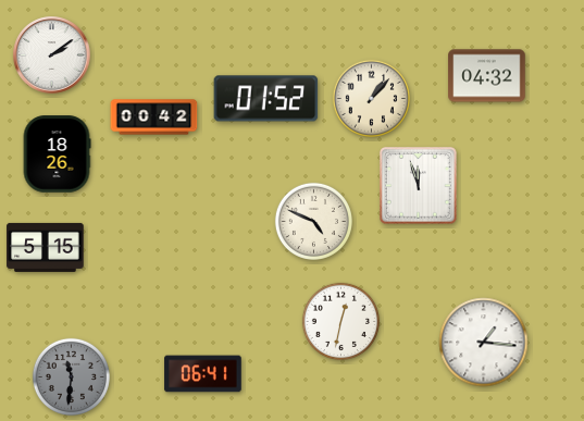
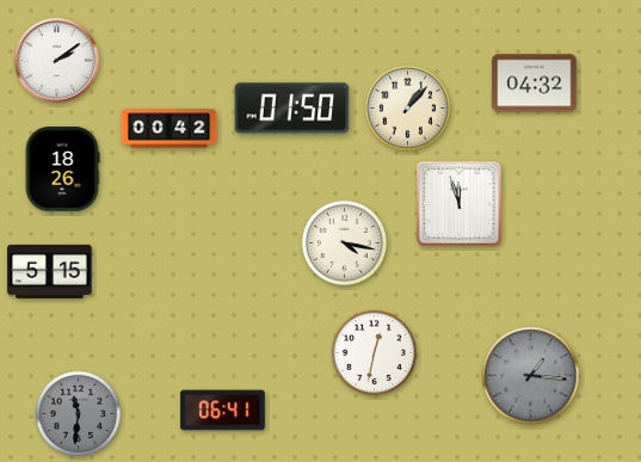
clock at (266, 99): 01:52 -> 01:50
clock at (313, 221): 4:49 -> 4:17
clock at (484, 343) dial: white -> grey
